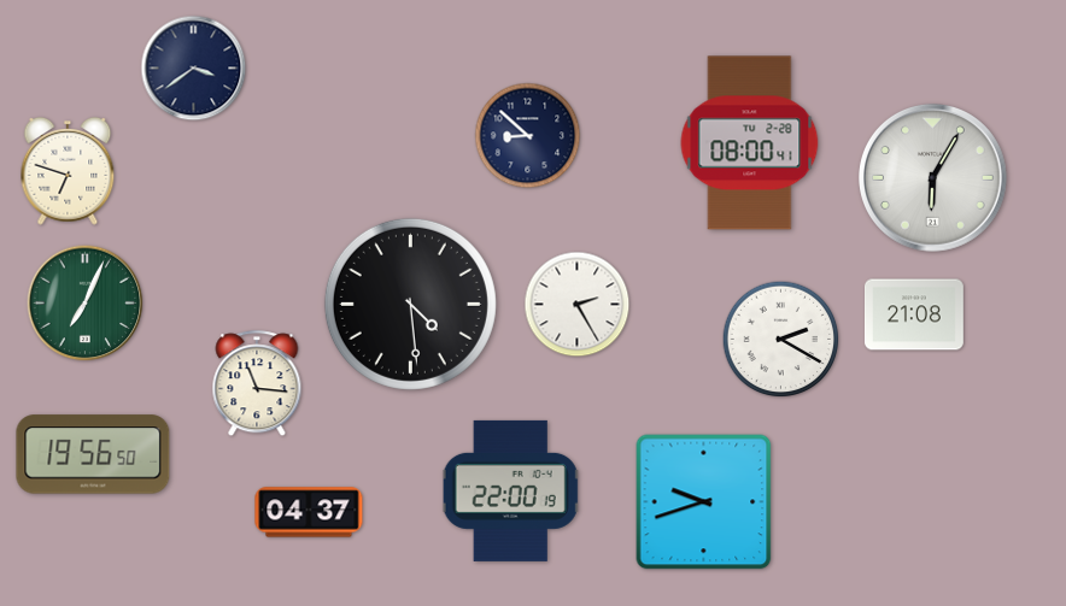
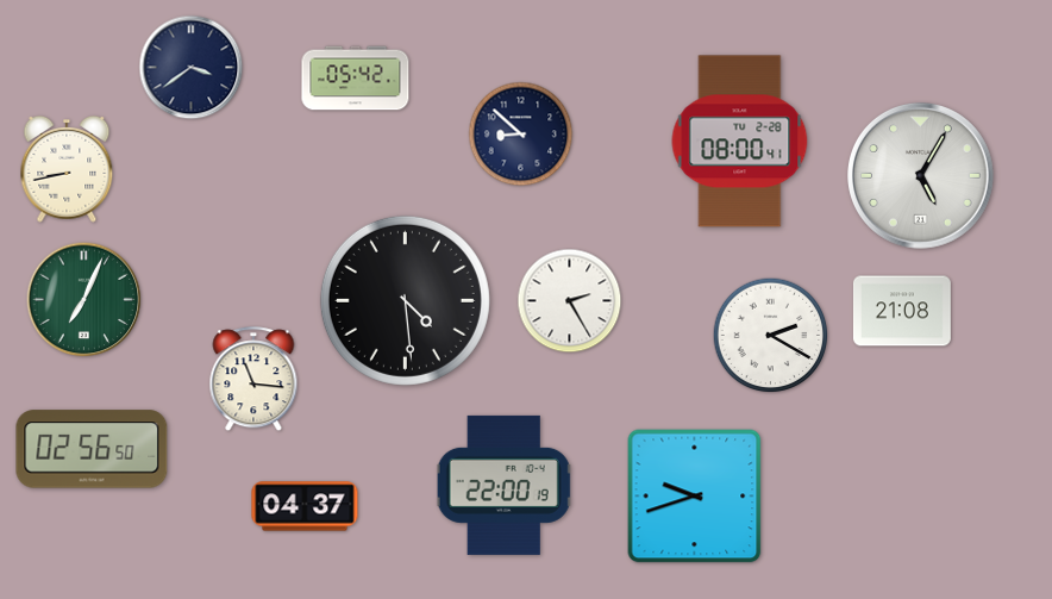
clock at (356, 79): none -> 05:42
clock at (68, 172): 6:48 -> 8:43
clock at (933, 178): 6:05 -> 5:05
clock at (93, 454): 19:56 -> 02:56
